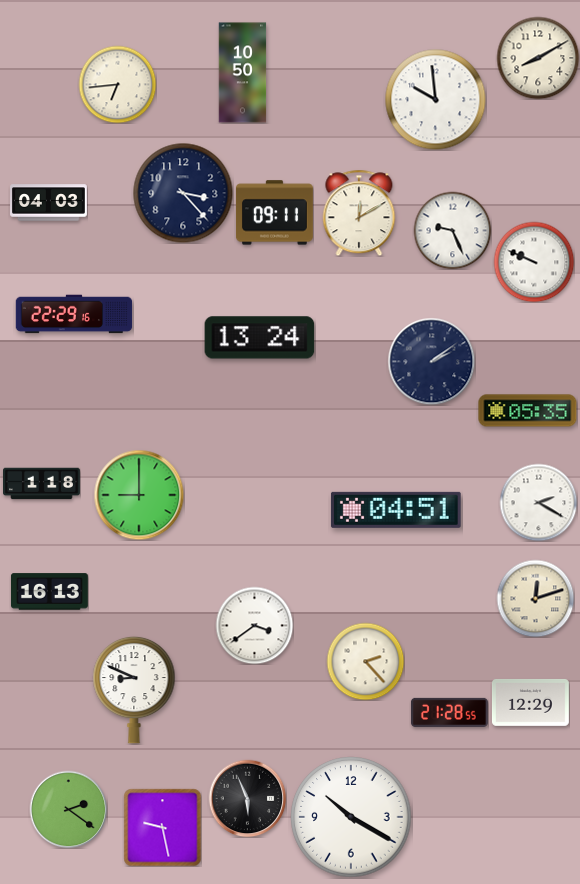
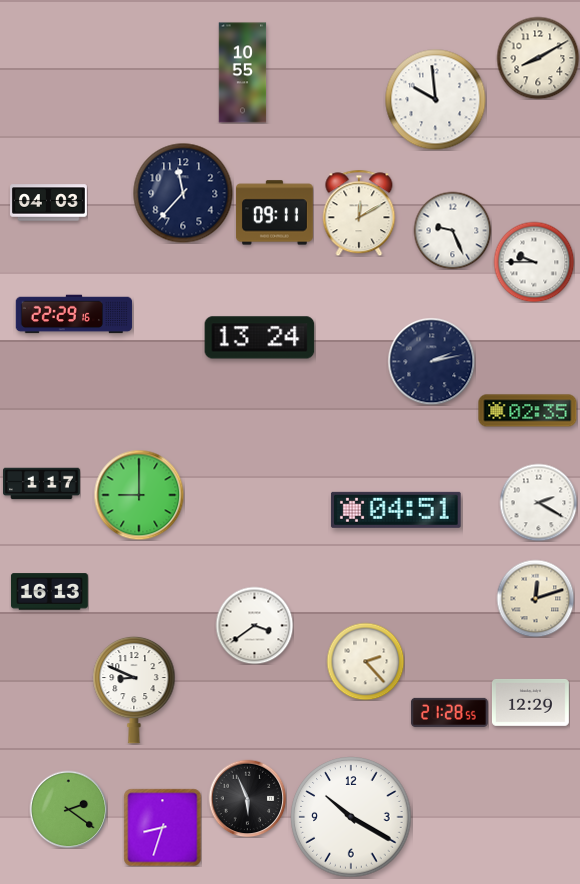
clock at (243, 73): 10:50 -> 10:55
clock at (117, 84): 6:44 -> none
clock at (183, 193): 3:23 -> 11:37
clock at (534, 262): 9:49 -> 9:45
clock at (431, 361): 2:09 -> 2:13
clock at (528, 411): 05:35 -> 02:35
clock at (42, 484): 1:18 -> 1:17
clock at (162, 827): 9:28 -> 8:33
